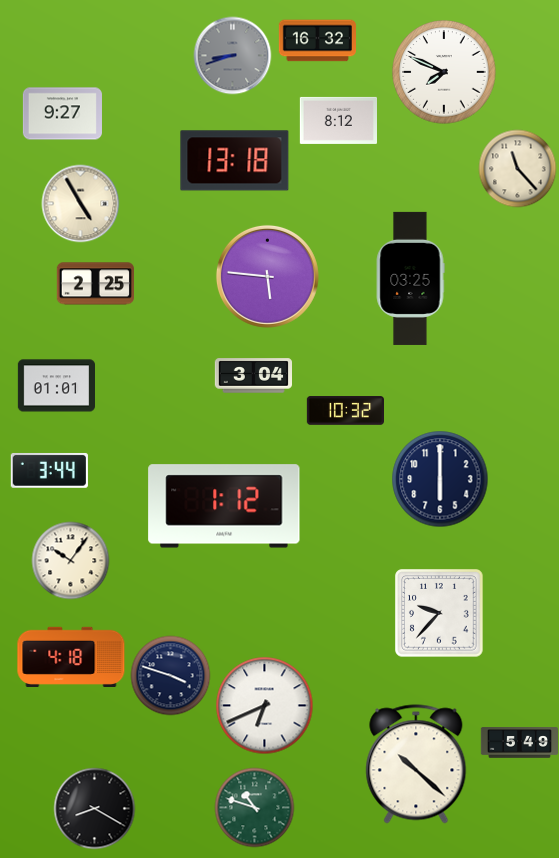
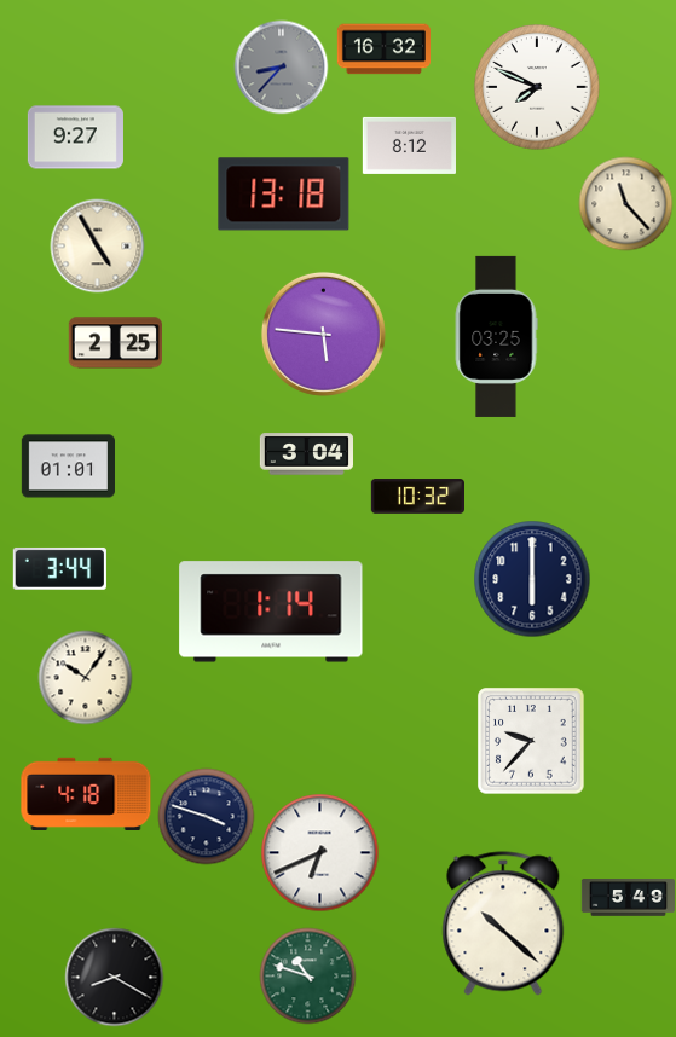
clock at (232, 55): 8:42 -> 8:37
clock at (224, 506): 1:12 -> 1:14
